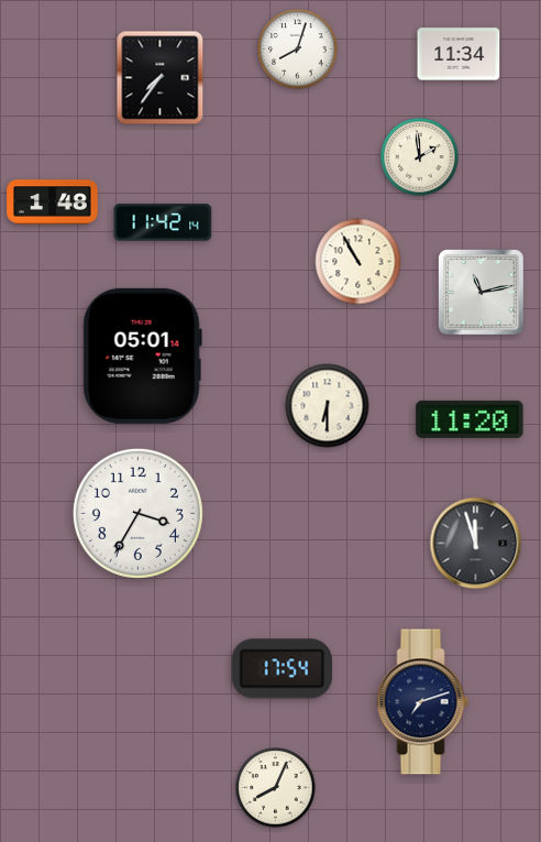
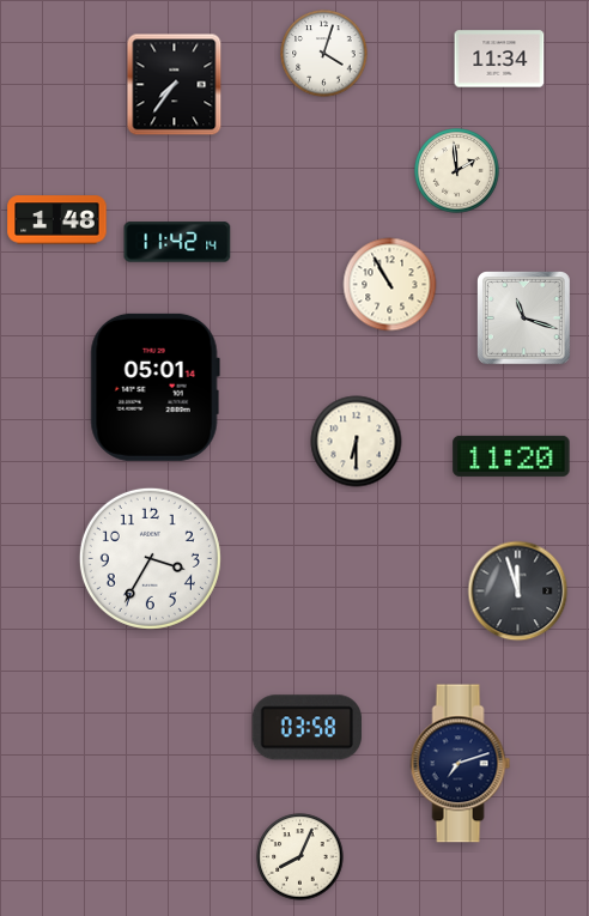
clock at (298, 50): 8:03 -> 4:03
clock at (482, 293): 11:13 -> 11:18
clock at (281, 669): 17:54 -> 03:58
